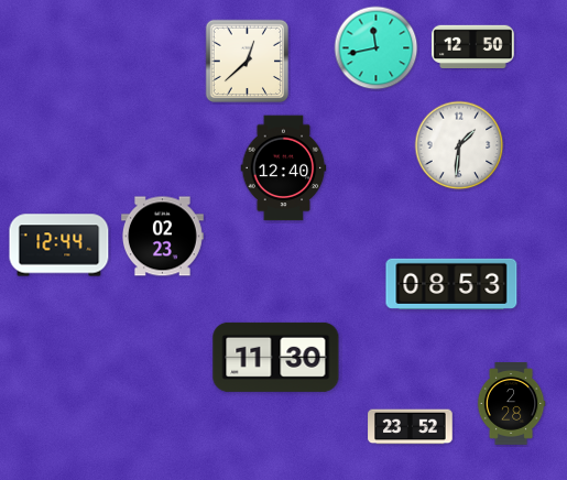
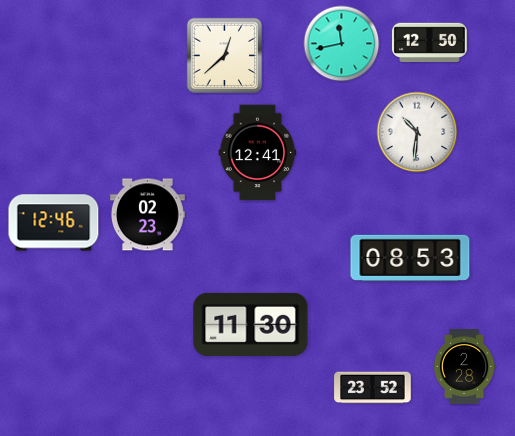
clock at (459, 145): 1:31 -> 10:31
clock at (284, 168): 12:40 -> 12:41
clock at (59, 246): 12:44 -> 12:46
